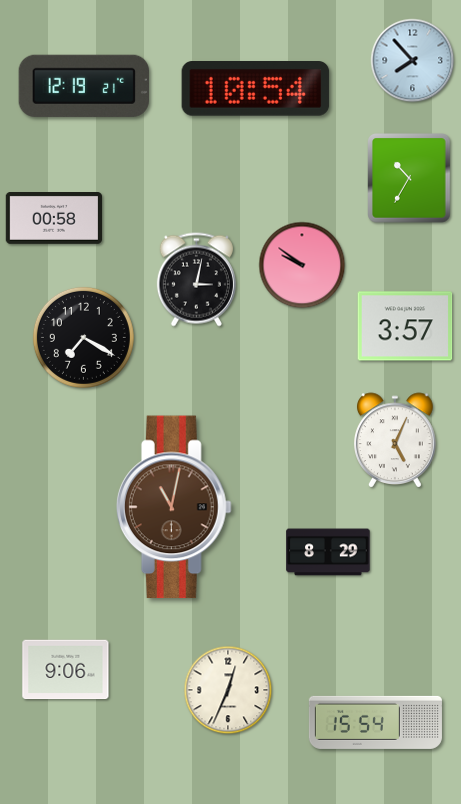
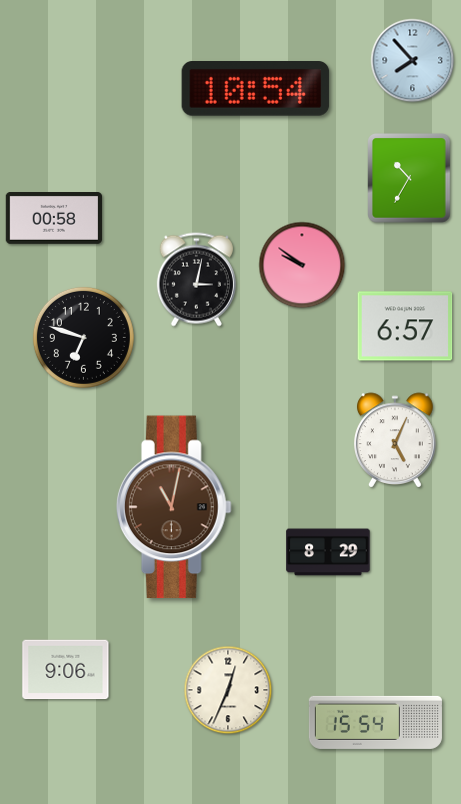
clock at (84, 86): 12:19 -> none
clock at (405, 326): 3:57 -> 6:57
clock at (83, 337): 7:20 -> 6:48
